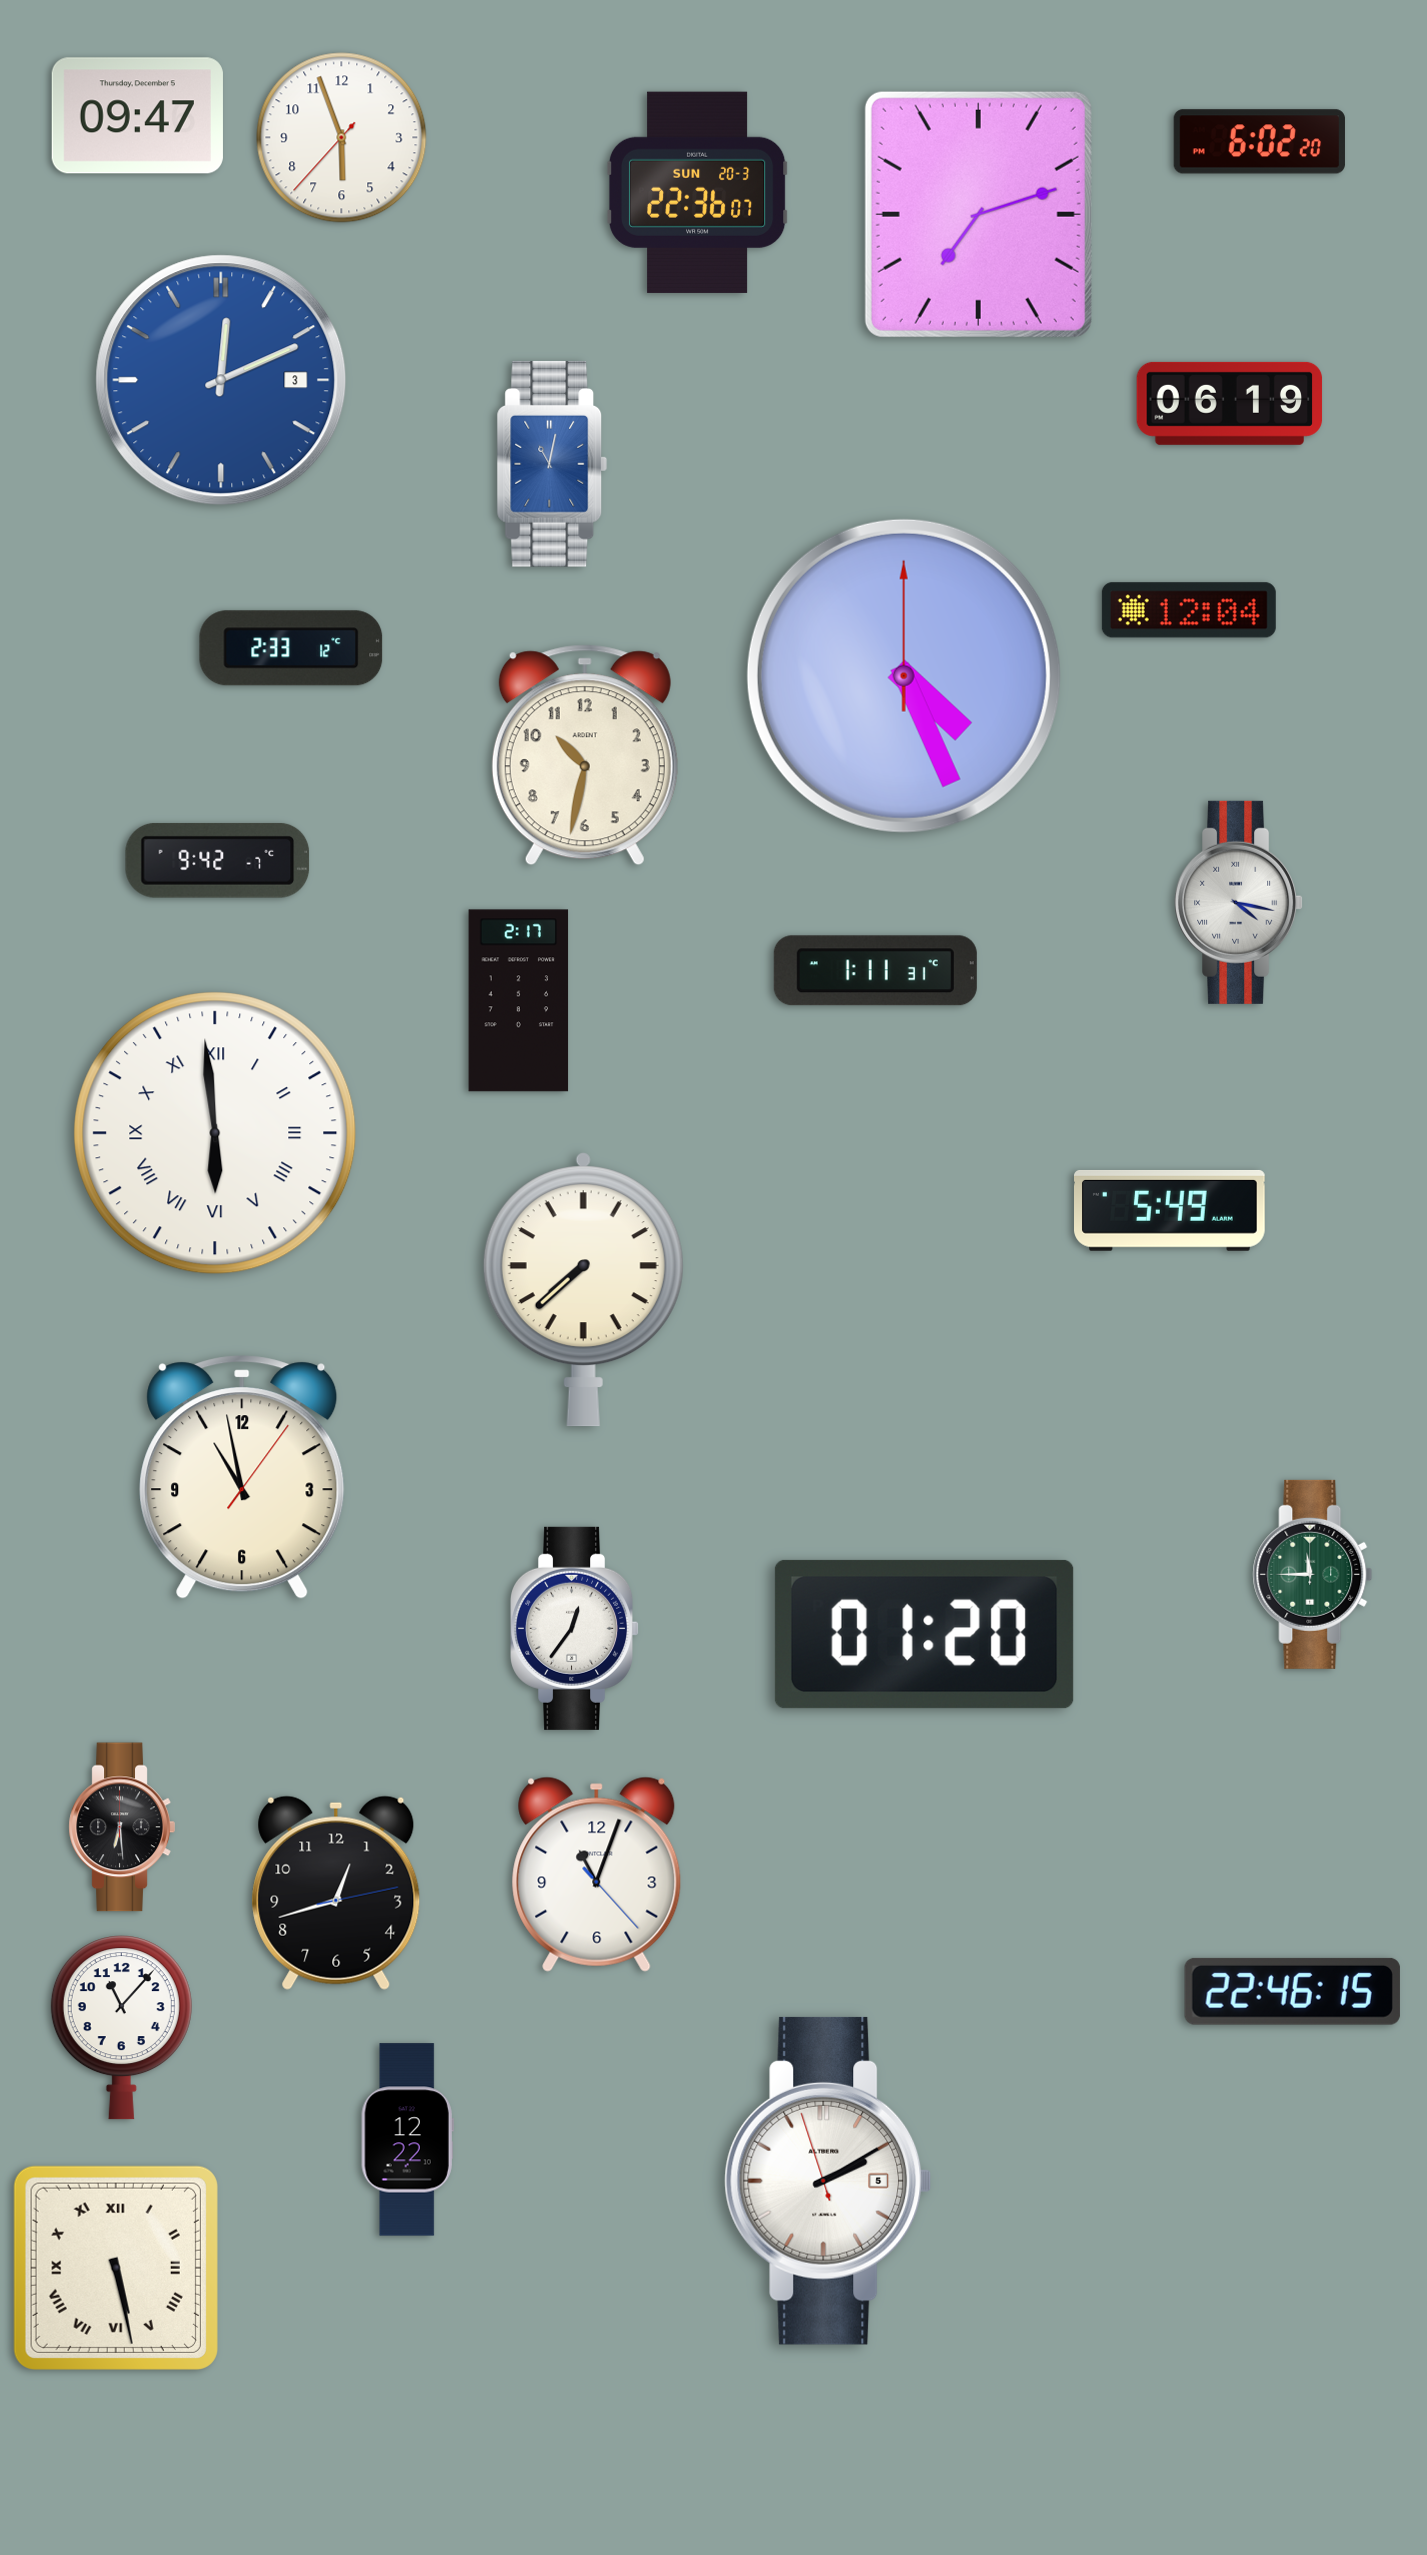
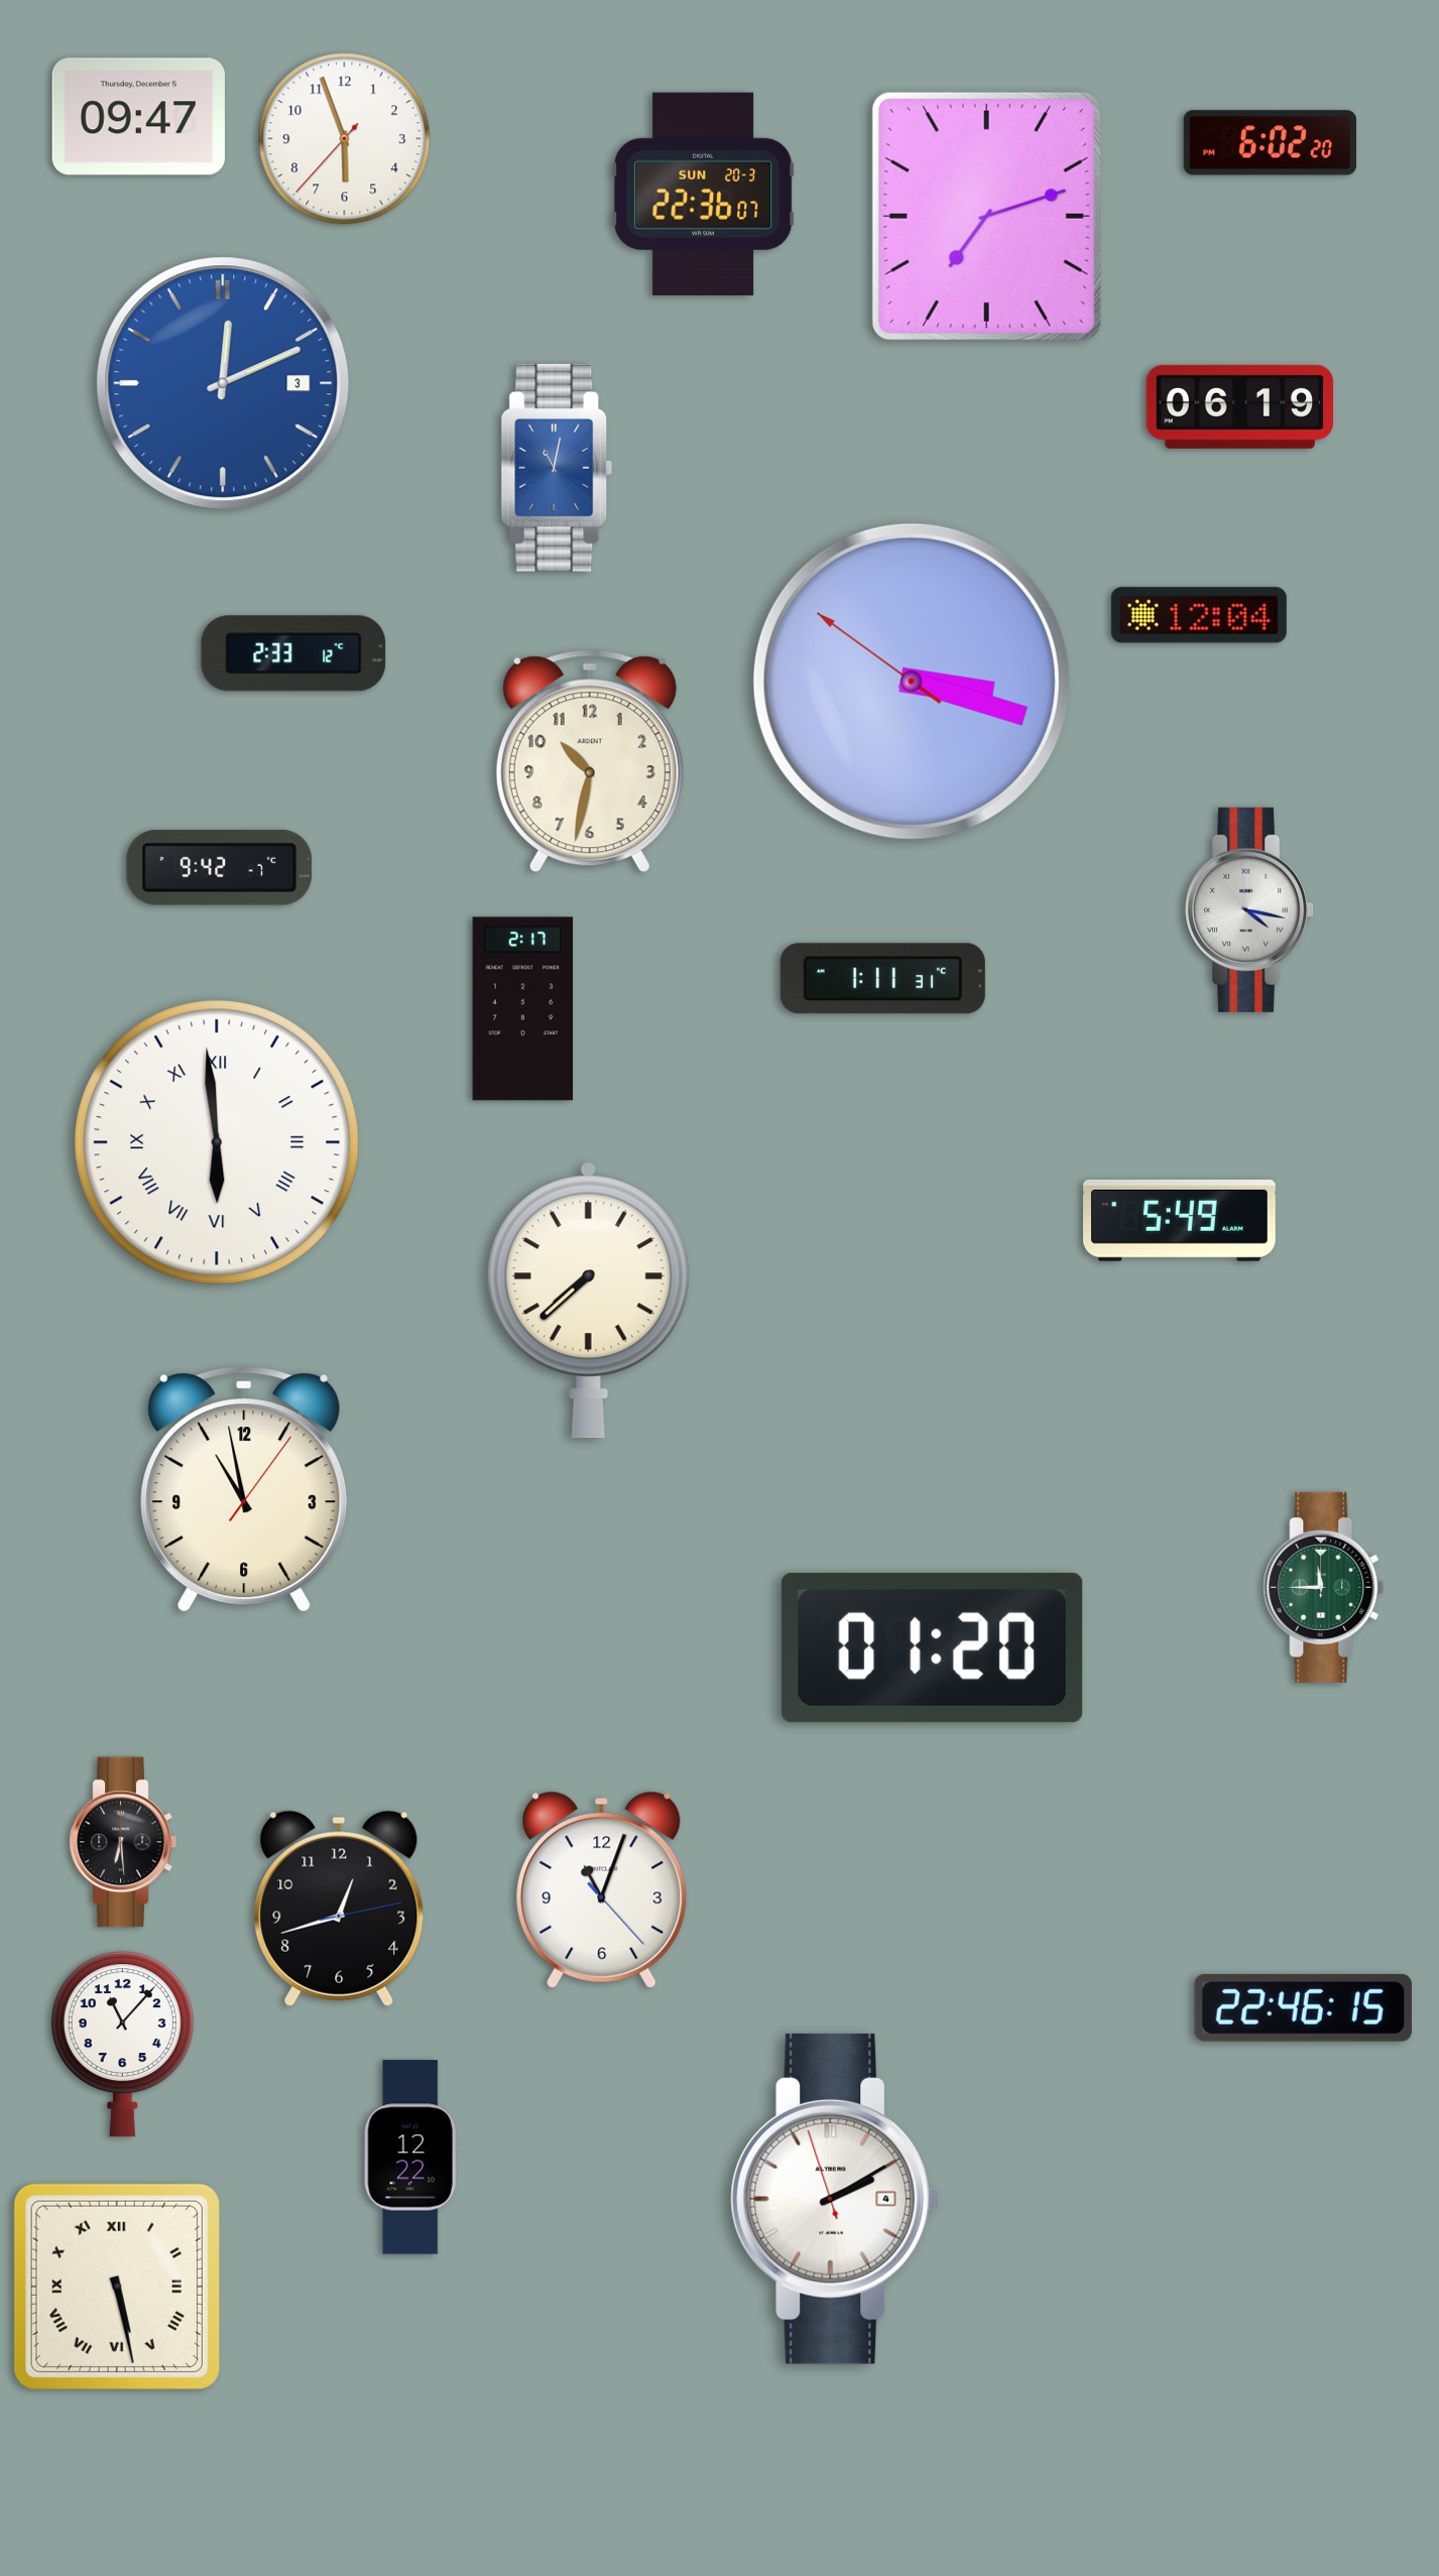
clock at (904, 676): 4:26 -> 3:17
clock at (576, 1628): 12:36 -> none
clock at (828, 2181) date: 5 -> 4
